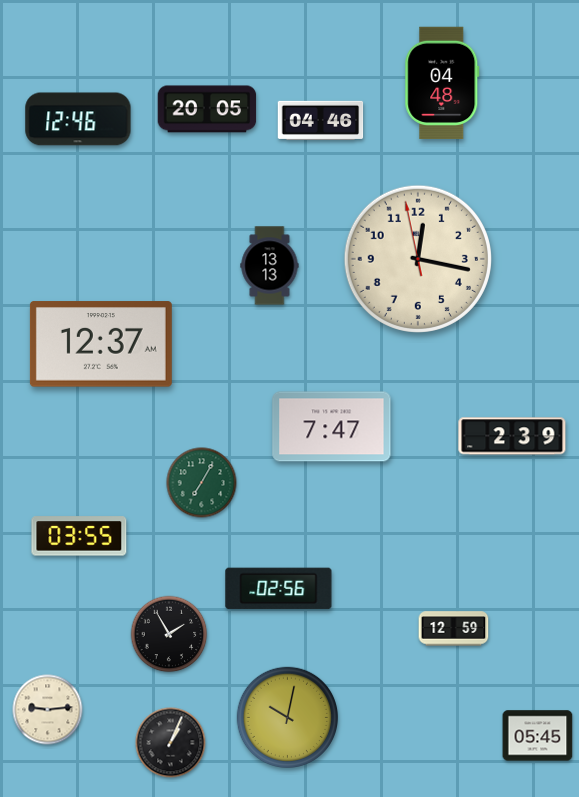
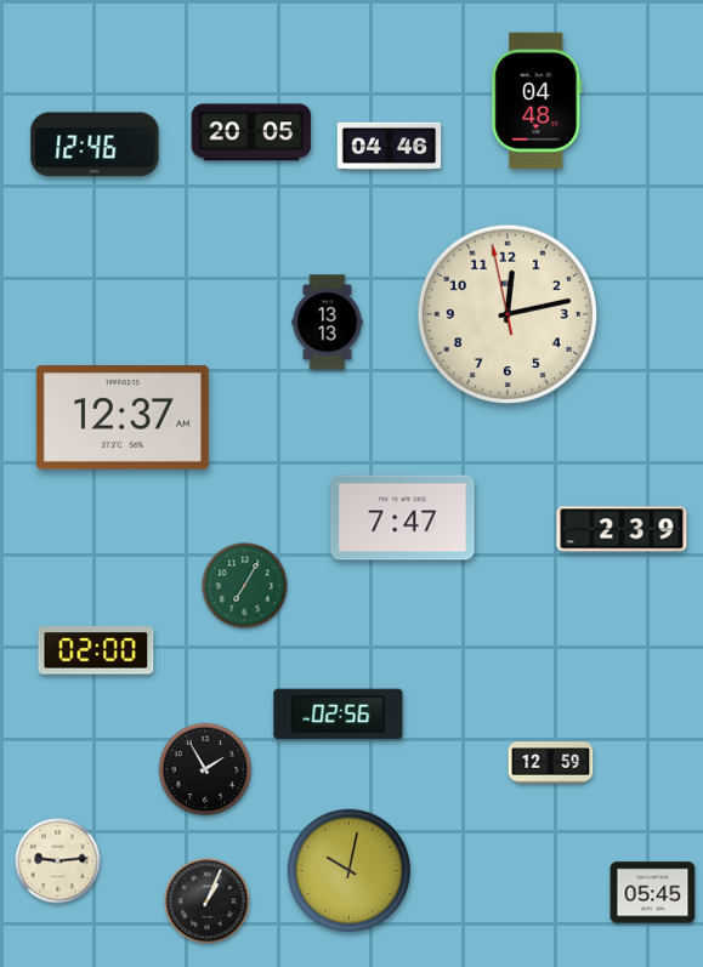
clock at (418, 259): 12:16 -> 12:12
clock at (79, 536): 03:55 -> 02:00
